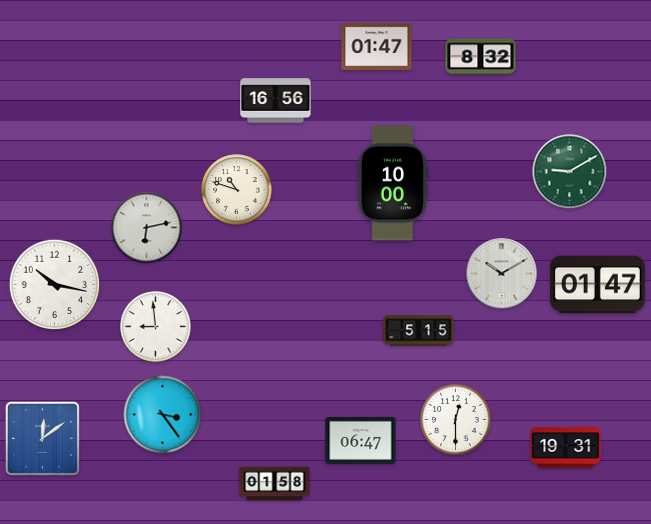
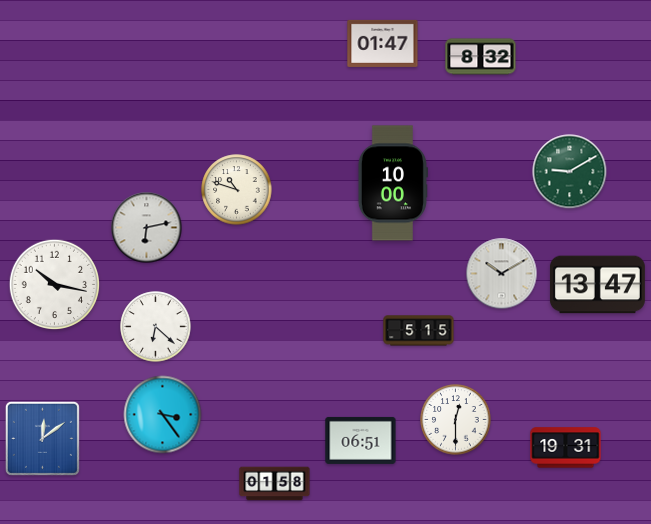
clock at (377, 46) position: (377, 46) -> (383, 43)
clock at (276, 101): 16:56 -> none
clock at (597, 285): 01:47 -> 13:47
clock at (156, 327): 8:59 -> 6:22
clock at (361, 440): 06:47 -> 06:51
